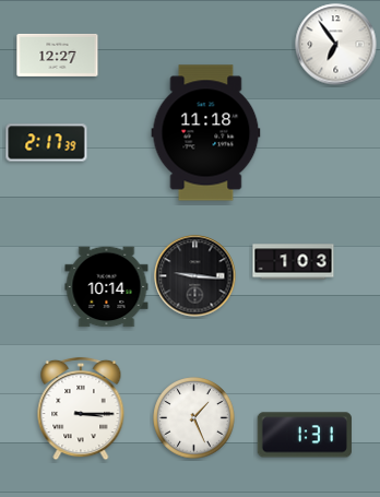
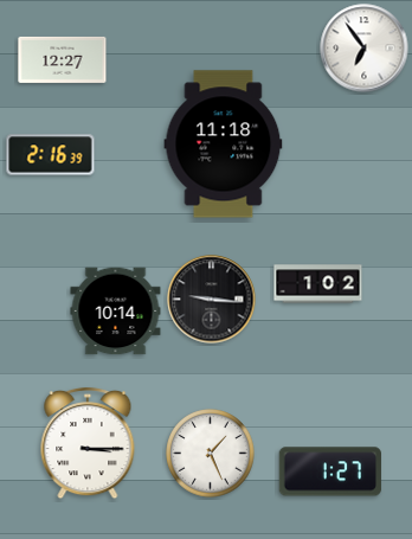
clock at (47, 143): 2:17 -> 2:16
clock at (294, 262): 1:03 -> 1:02
clock at (305, 435): 1:31 -> 1:27
